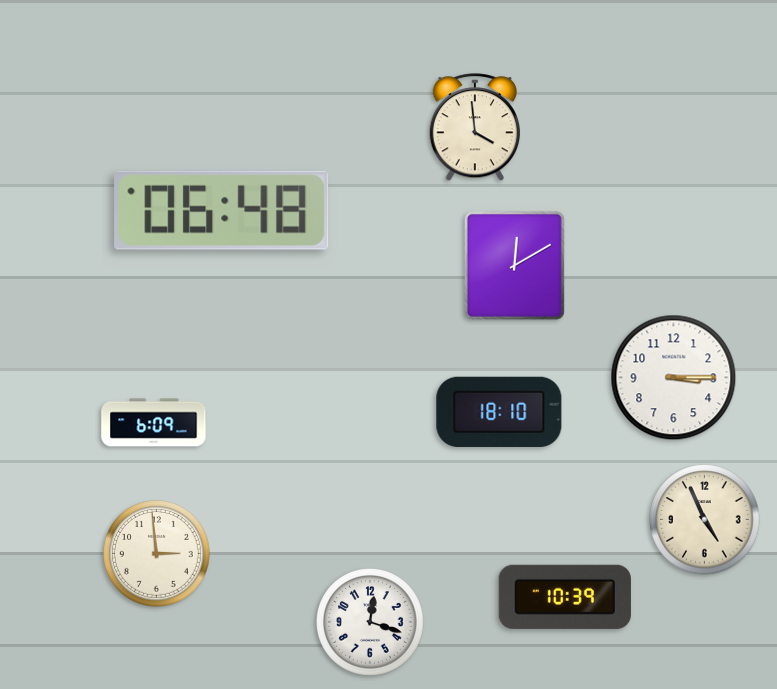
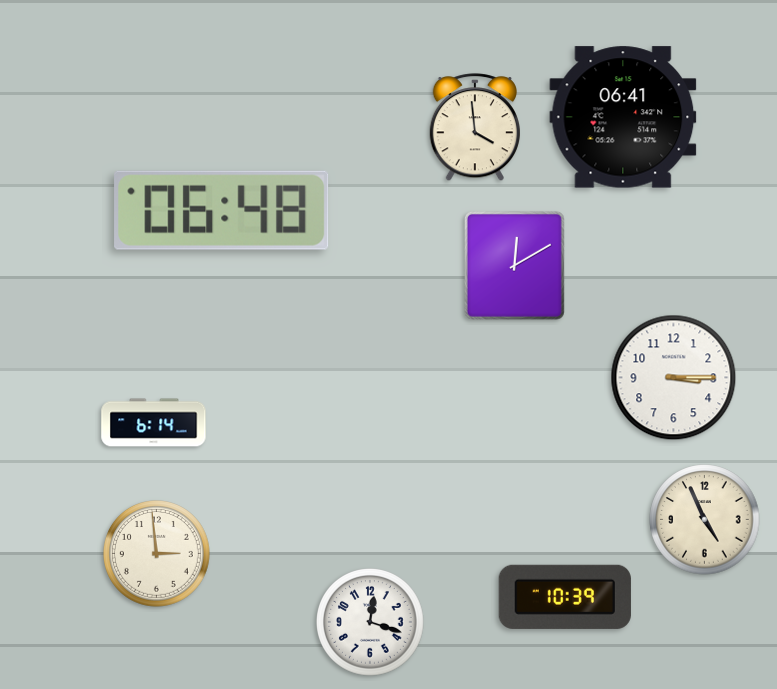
clock at (623, 117): none -> 06:41
clock at (499, 412): 18:10 -> none
clock at (154, 423): 6:09 -> 6:14
